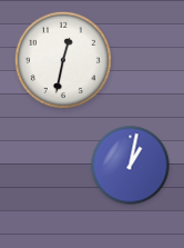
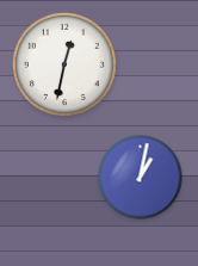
clock at (63, 60) position: (63, 60) -> (64, 64)
